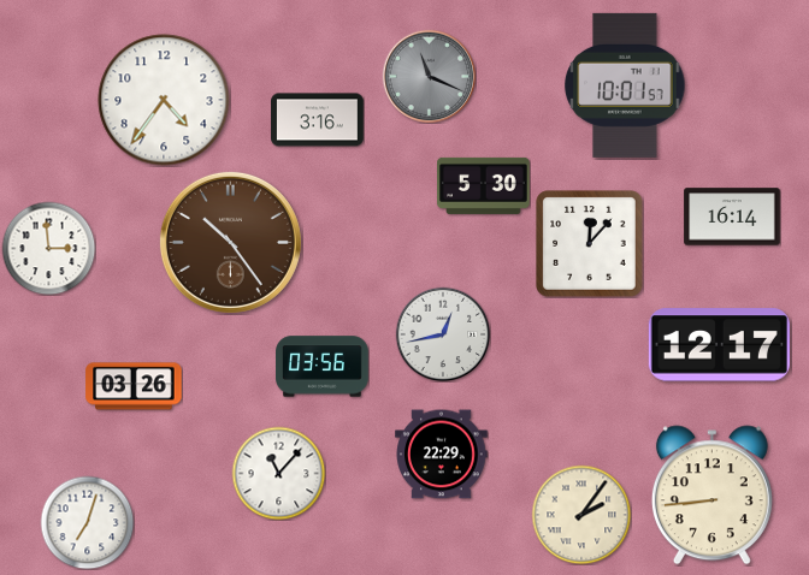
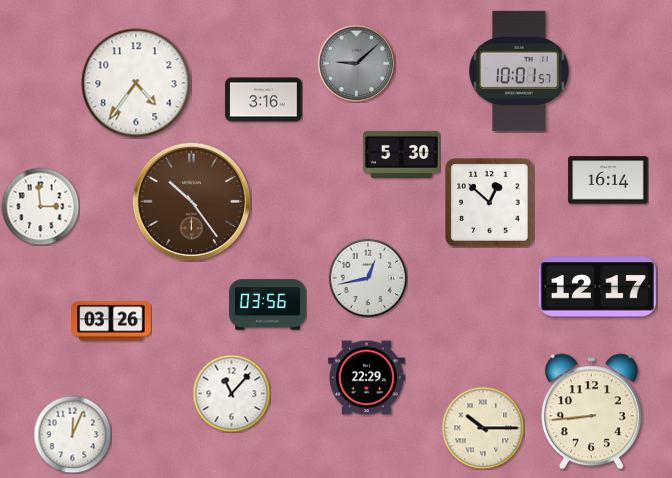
clock at (429, 76): 11:19 -> 9:08
clock at (590, 244): 12:07 -> 12:52
clock at (581, 515): 2:06 -> 10:15
clock at (87, 522): 7:03 -> 12:04
